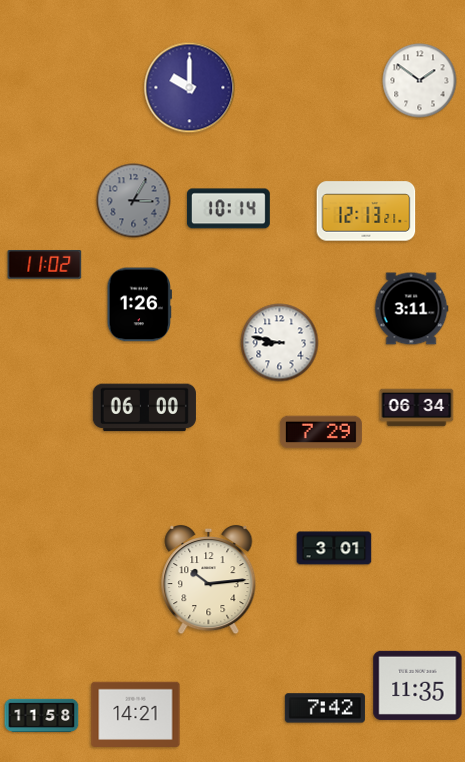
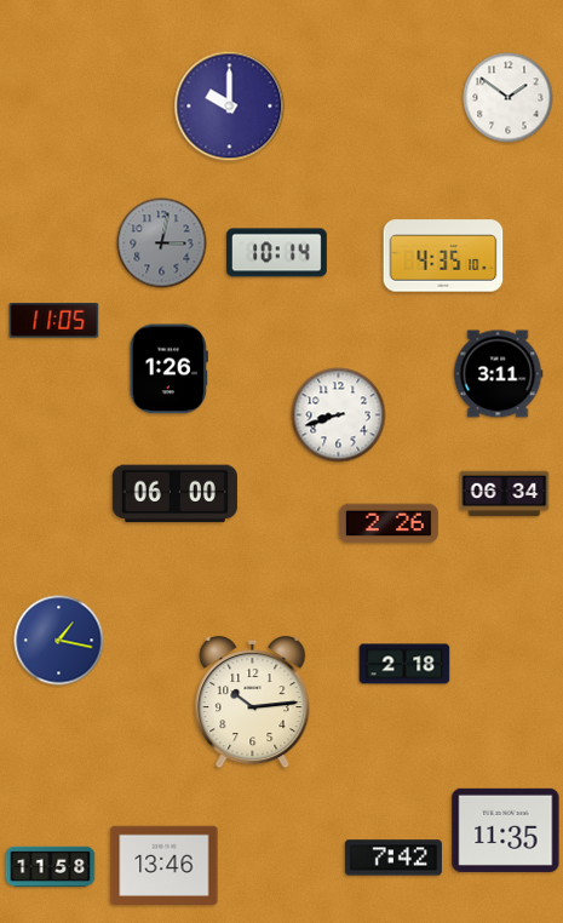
clock at (134, 201): 3:05 -> 3:02
clock at (366, 211): 12:13 -> 4:35
clock at (45, 265): 11:02 -> 11:05
clock at (280, 343): 8:47 -> 8:42
clock at (321, 432): 7:29 -> 2:26
clock at (59, 641): none -> 1:17
clock at (334, 548): 3:01 -> 2:18
clock at (136, 714): 14:21 -> 13:46
